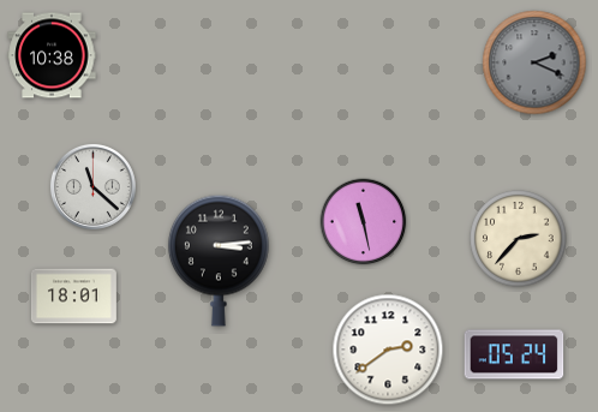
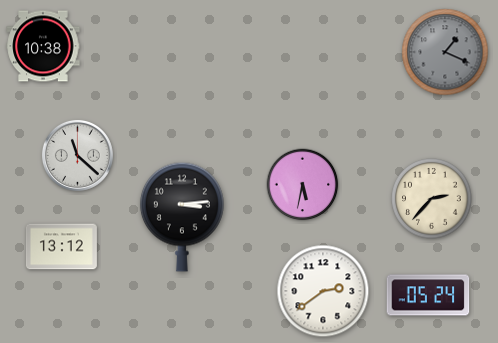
clock at (534, 62): 2:19 -> 1:19
clock at (364, 222): 11:28 -> 5:32
clock at (73, 297): 18:01 -> 13:12
